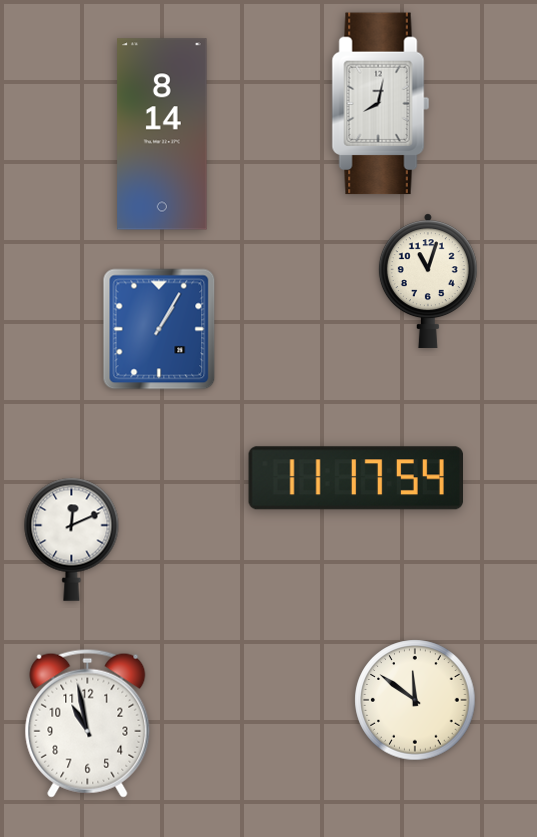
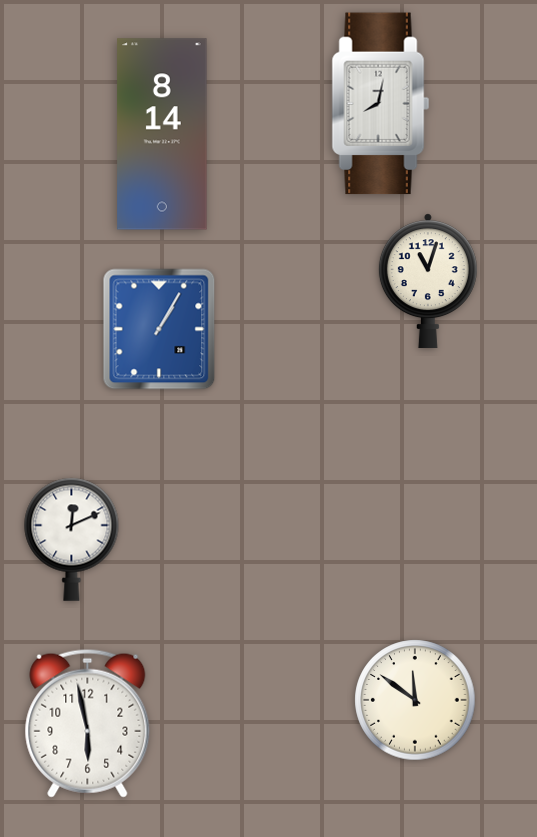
clock at (355, 478): 11:17 -> none
clock at (88, 723): 10:58 -> 5:58
